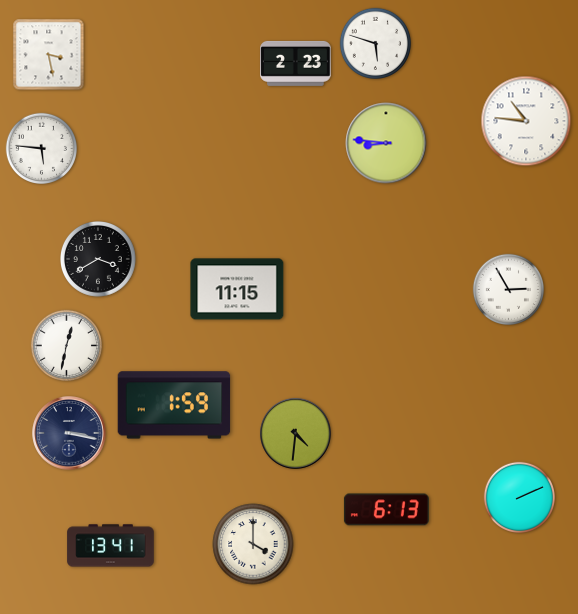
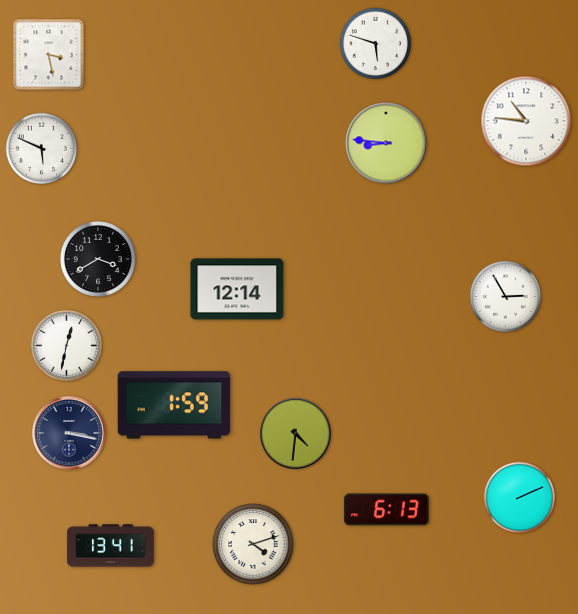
clock at (296, 63): 2:23 -> none
clock at (41, 148): 5:46 -> 5:49
clock at (237, 289): 11:15 -> 12:14
clock at (508, 289) position: (508, 289) -> (505, 296)
clock at (253, 544): 4:00 -> 4:12
